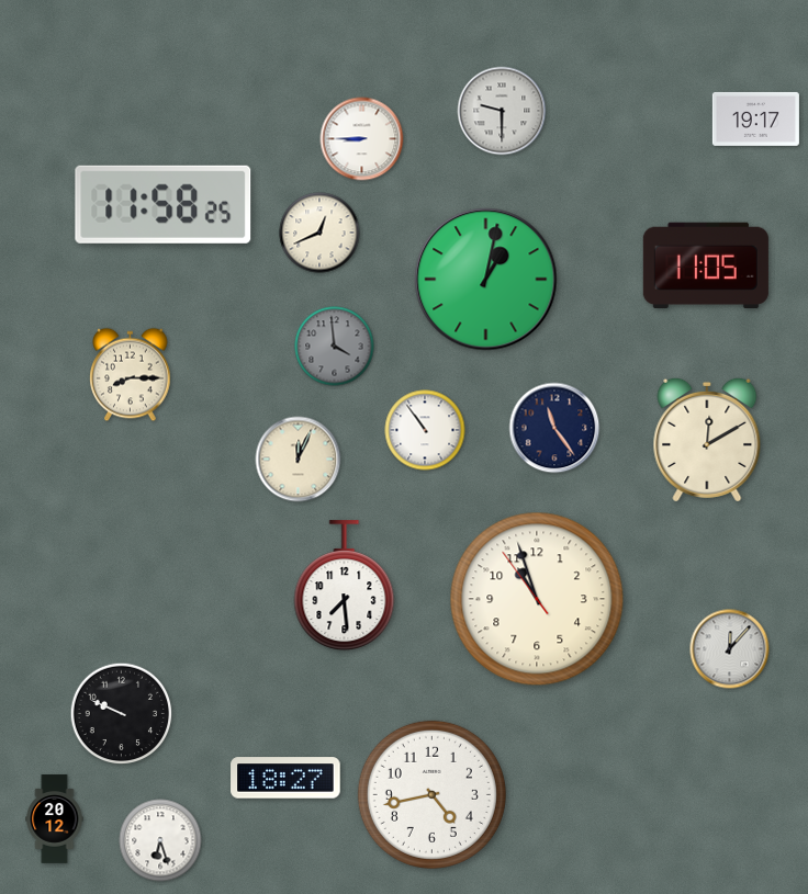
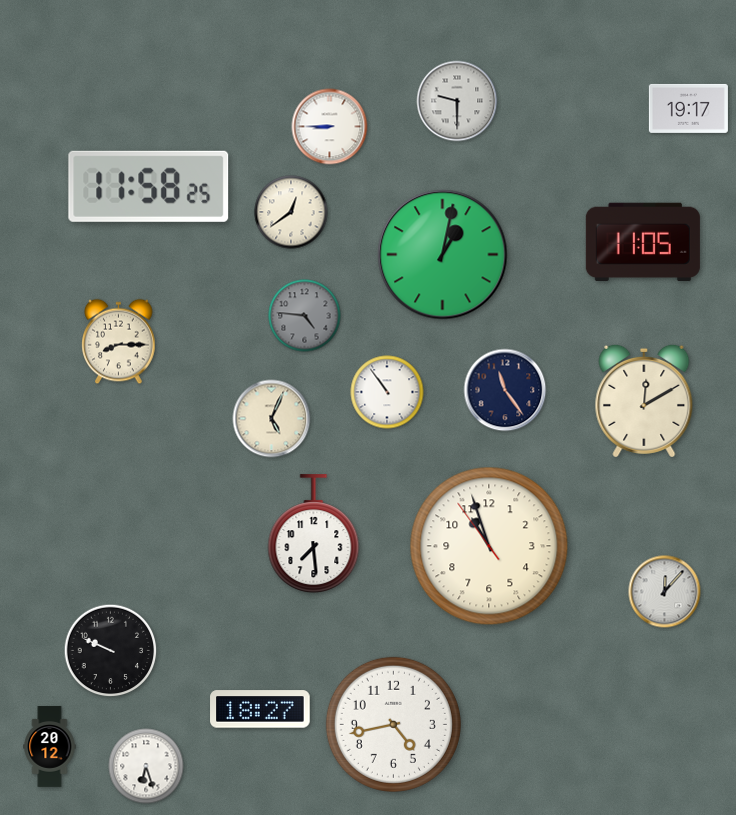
clock at (319, 233): 12:41 -> 12:39
clock at (335, 347): 3:59 -> 4:46
clock at (299, 460): 12:04 -> 5:04
